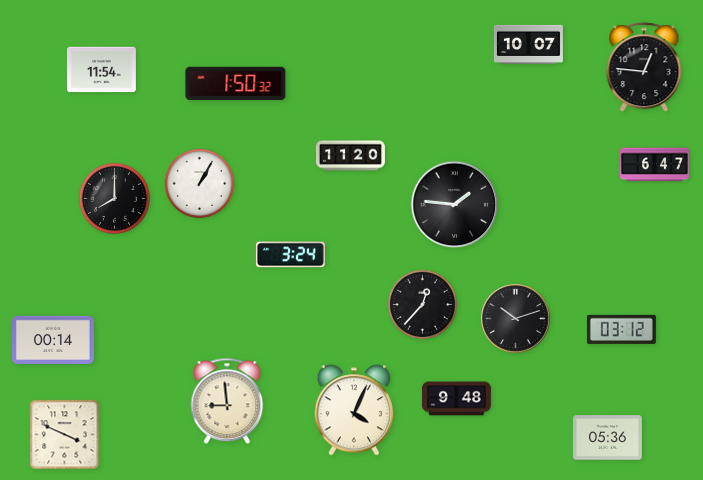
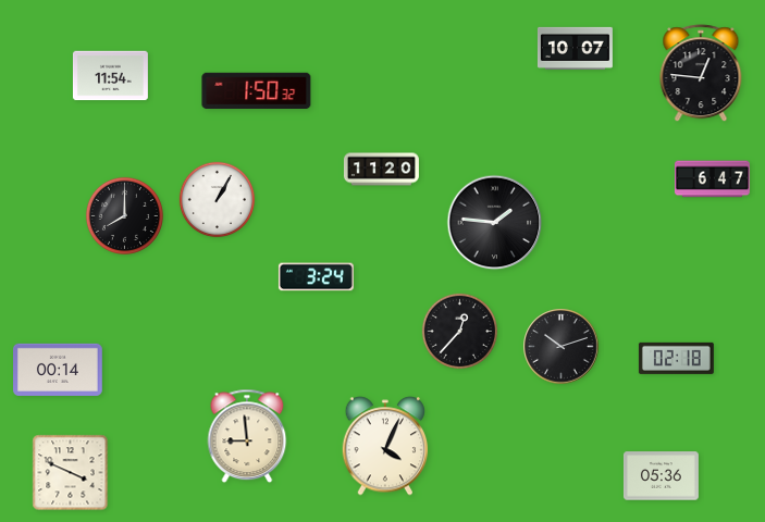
clock at (621, 329): 03:12 -> 02:18
clock at (456, 399): 9:48 -> none
